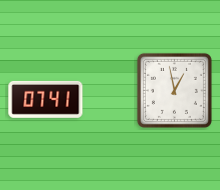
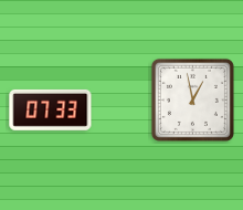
clock at (46, 99): 07:41 -> 07:33
